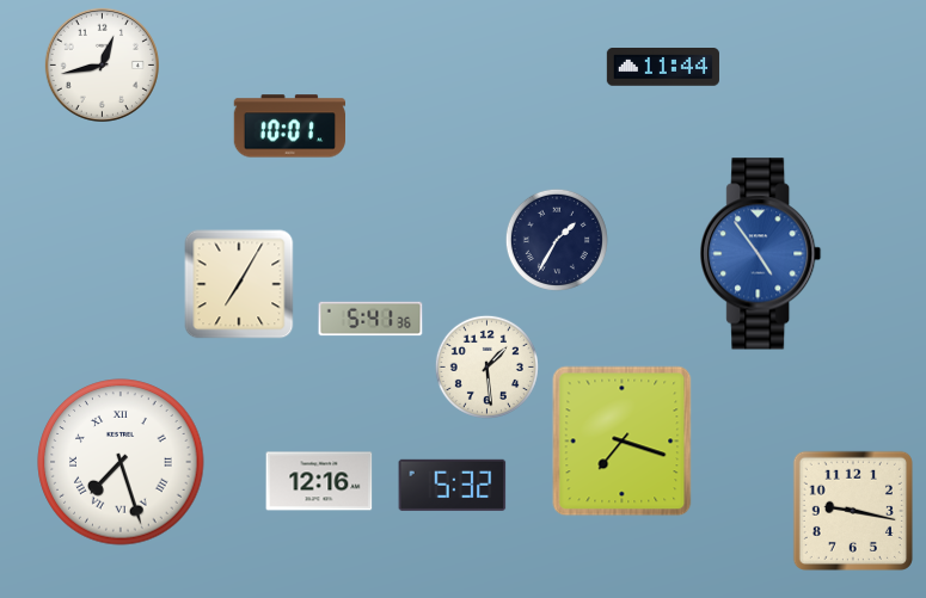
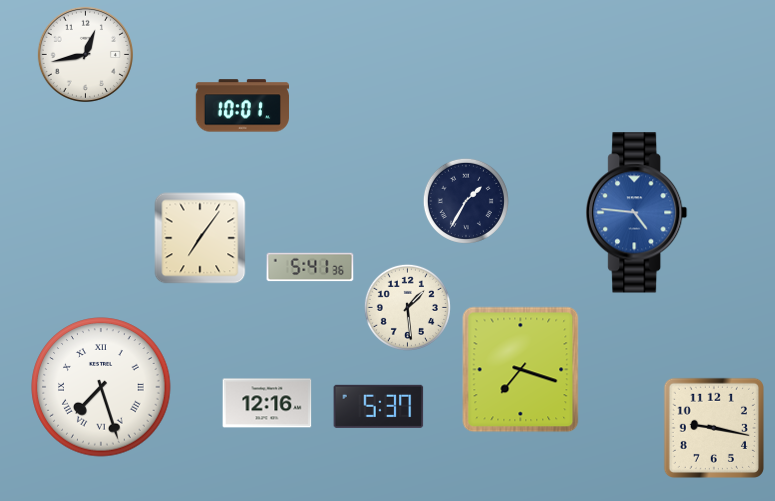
clock at (663, 67): 11:44 -> none
clock at (761, 254): 4:54 -> 4:46
clock at (239, 284): 7:05 -> 7:06
clock at (453, 485): 5:32 -> 5:37
